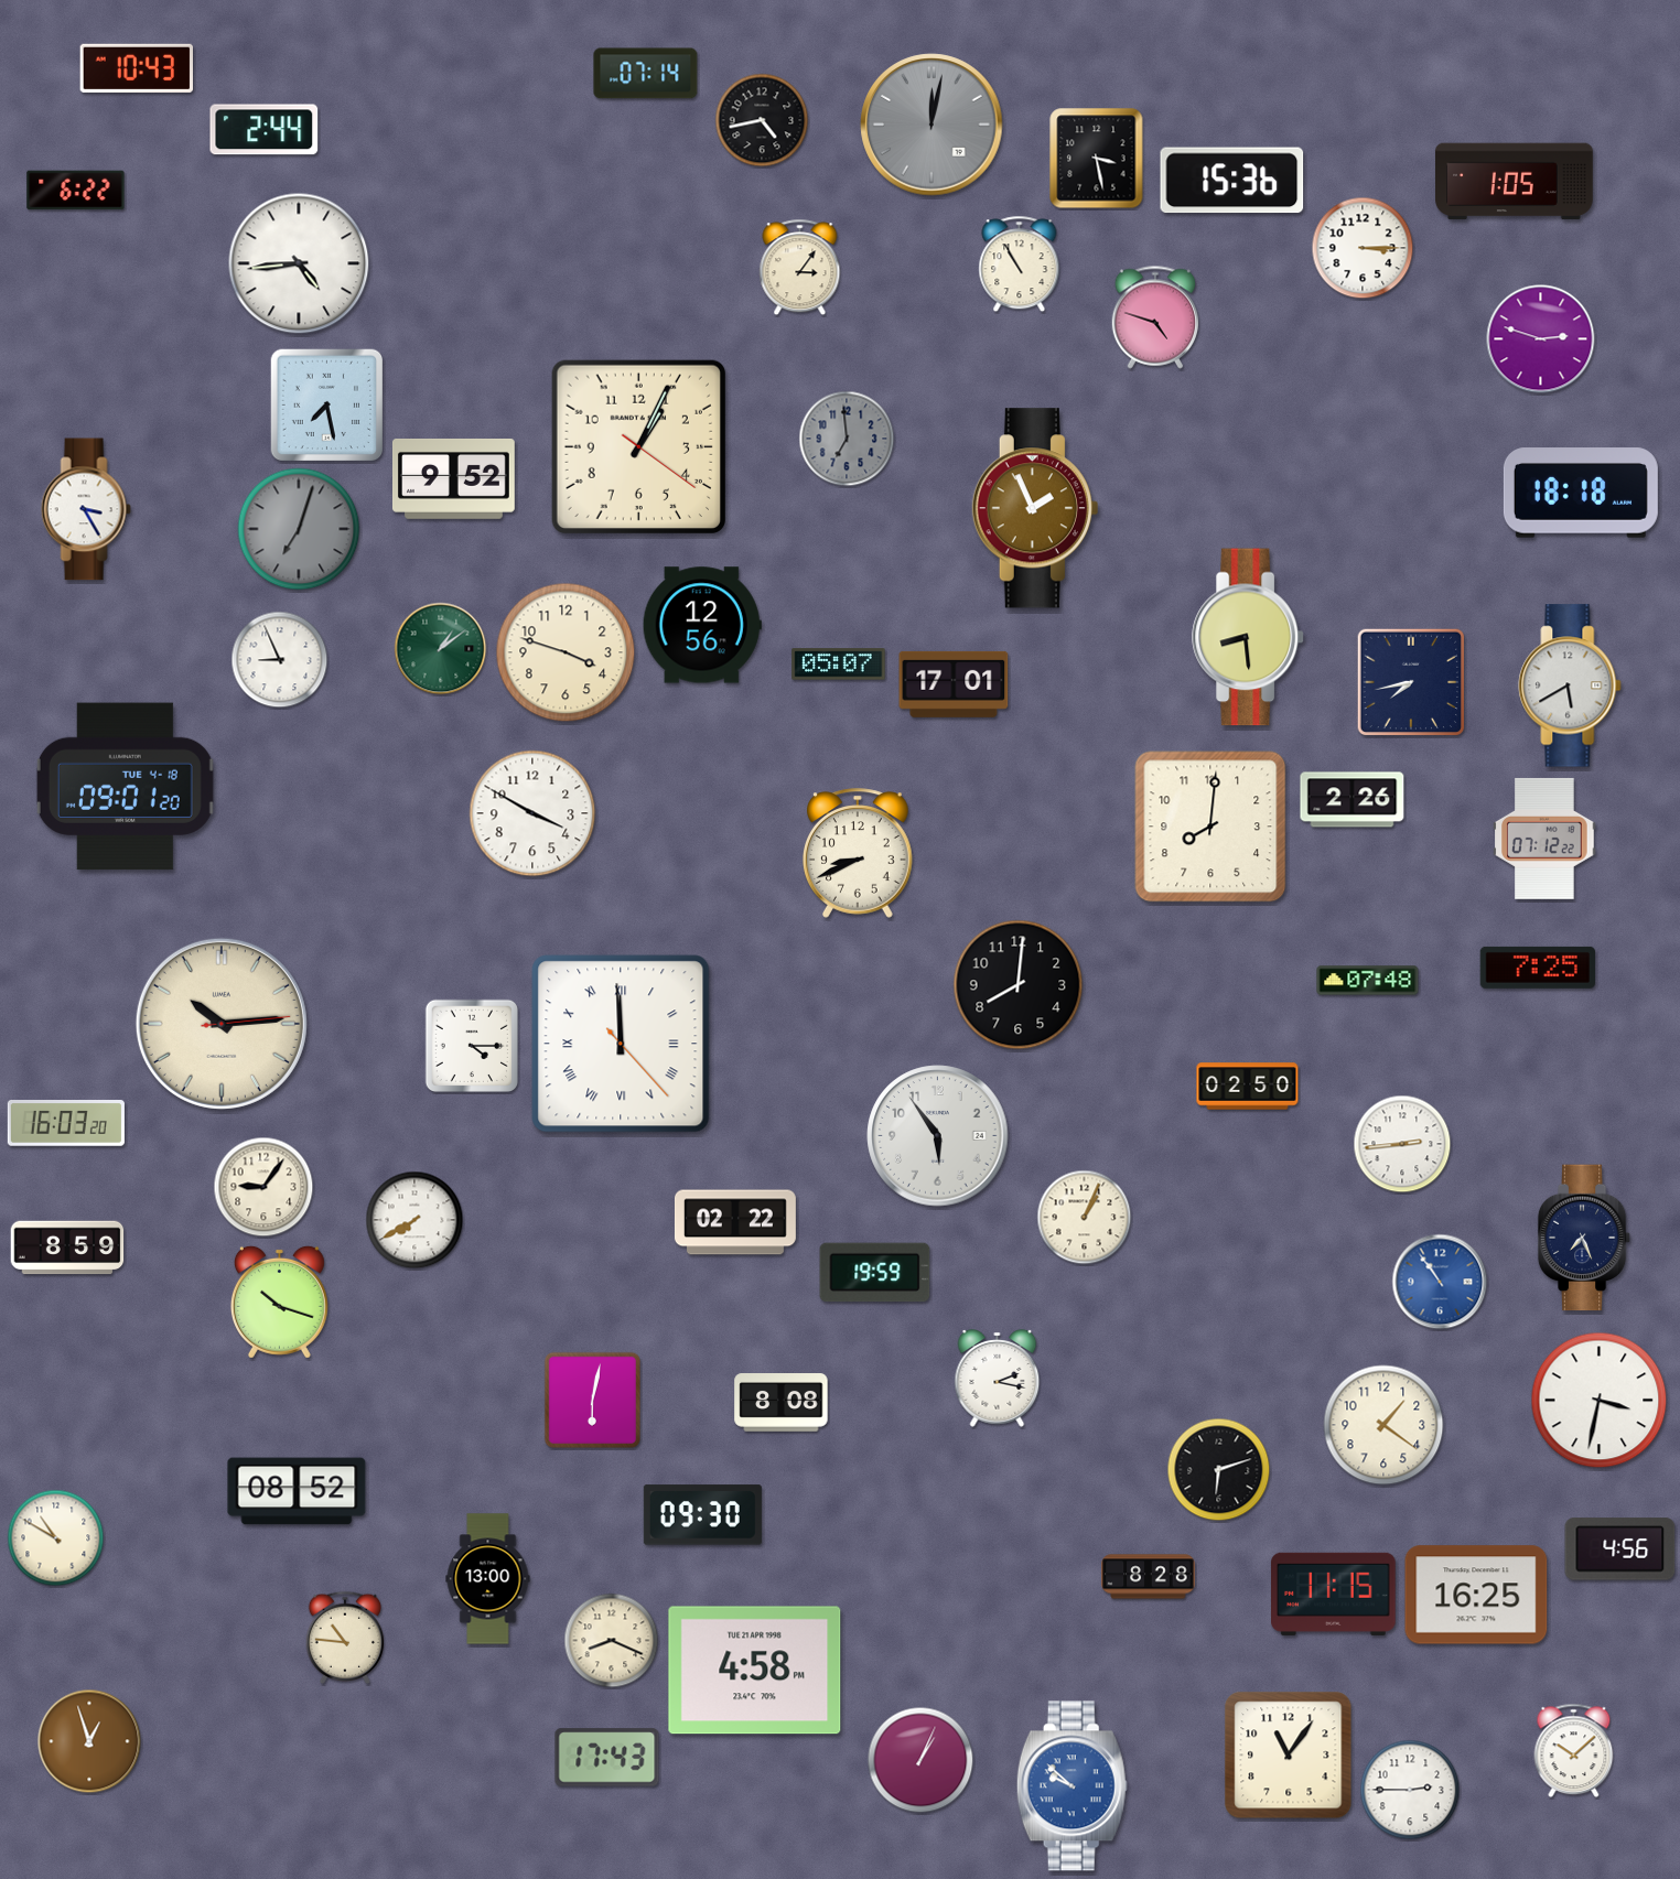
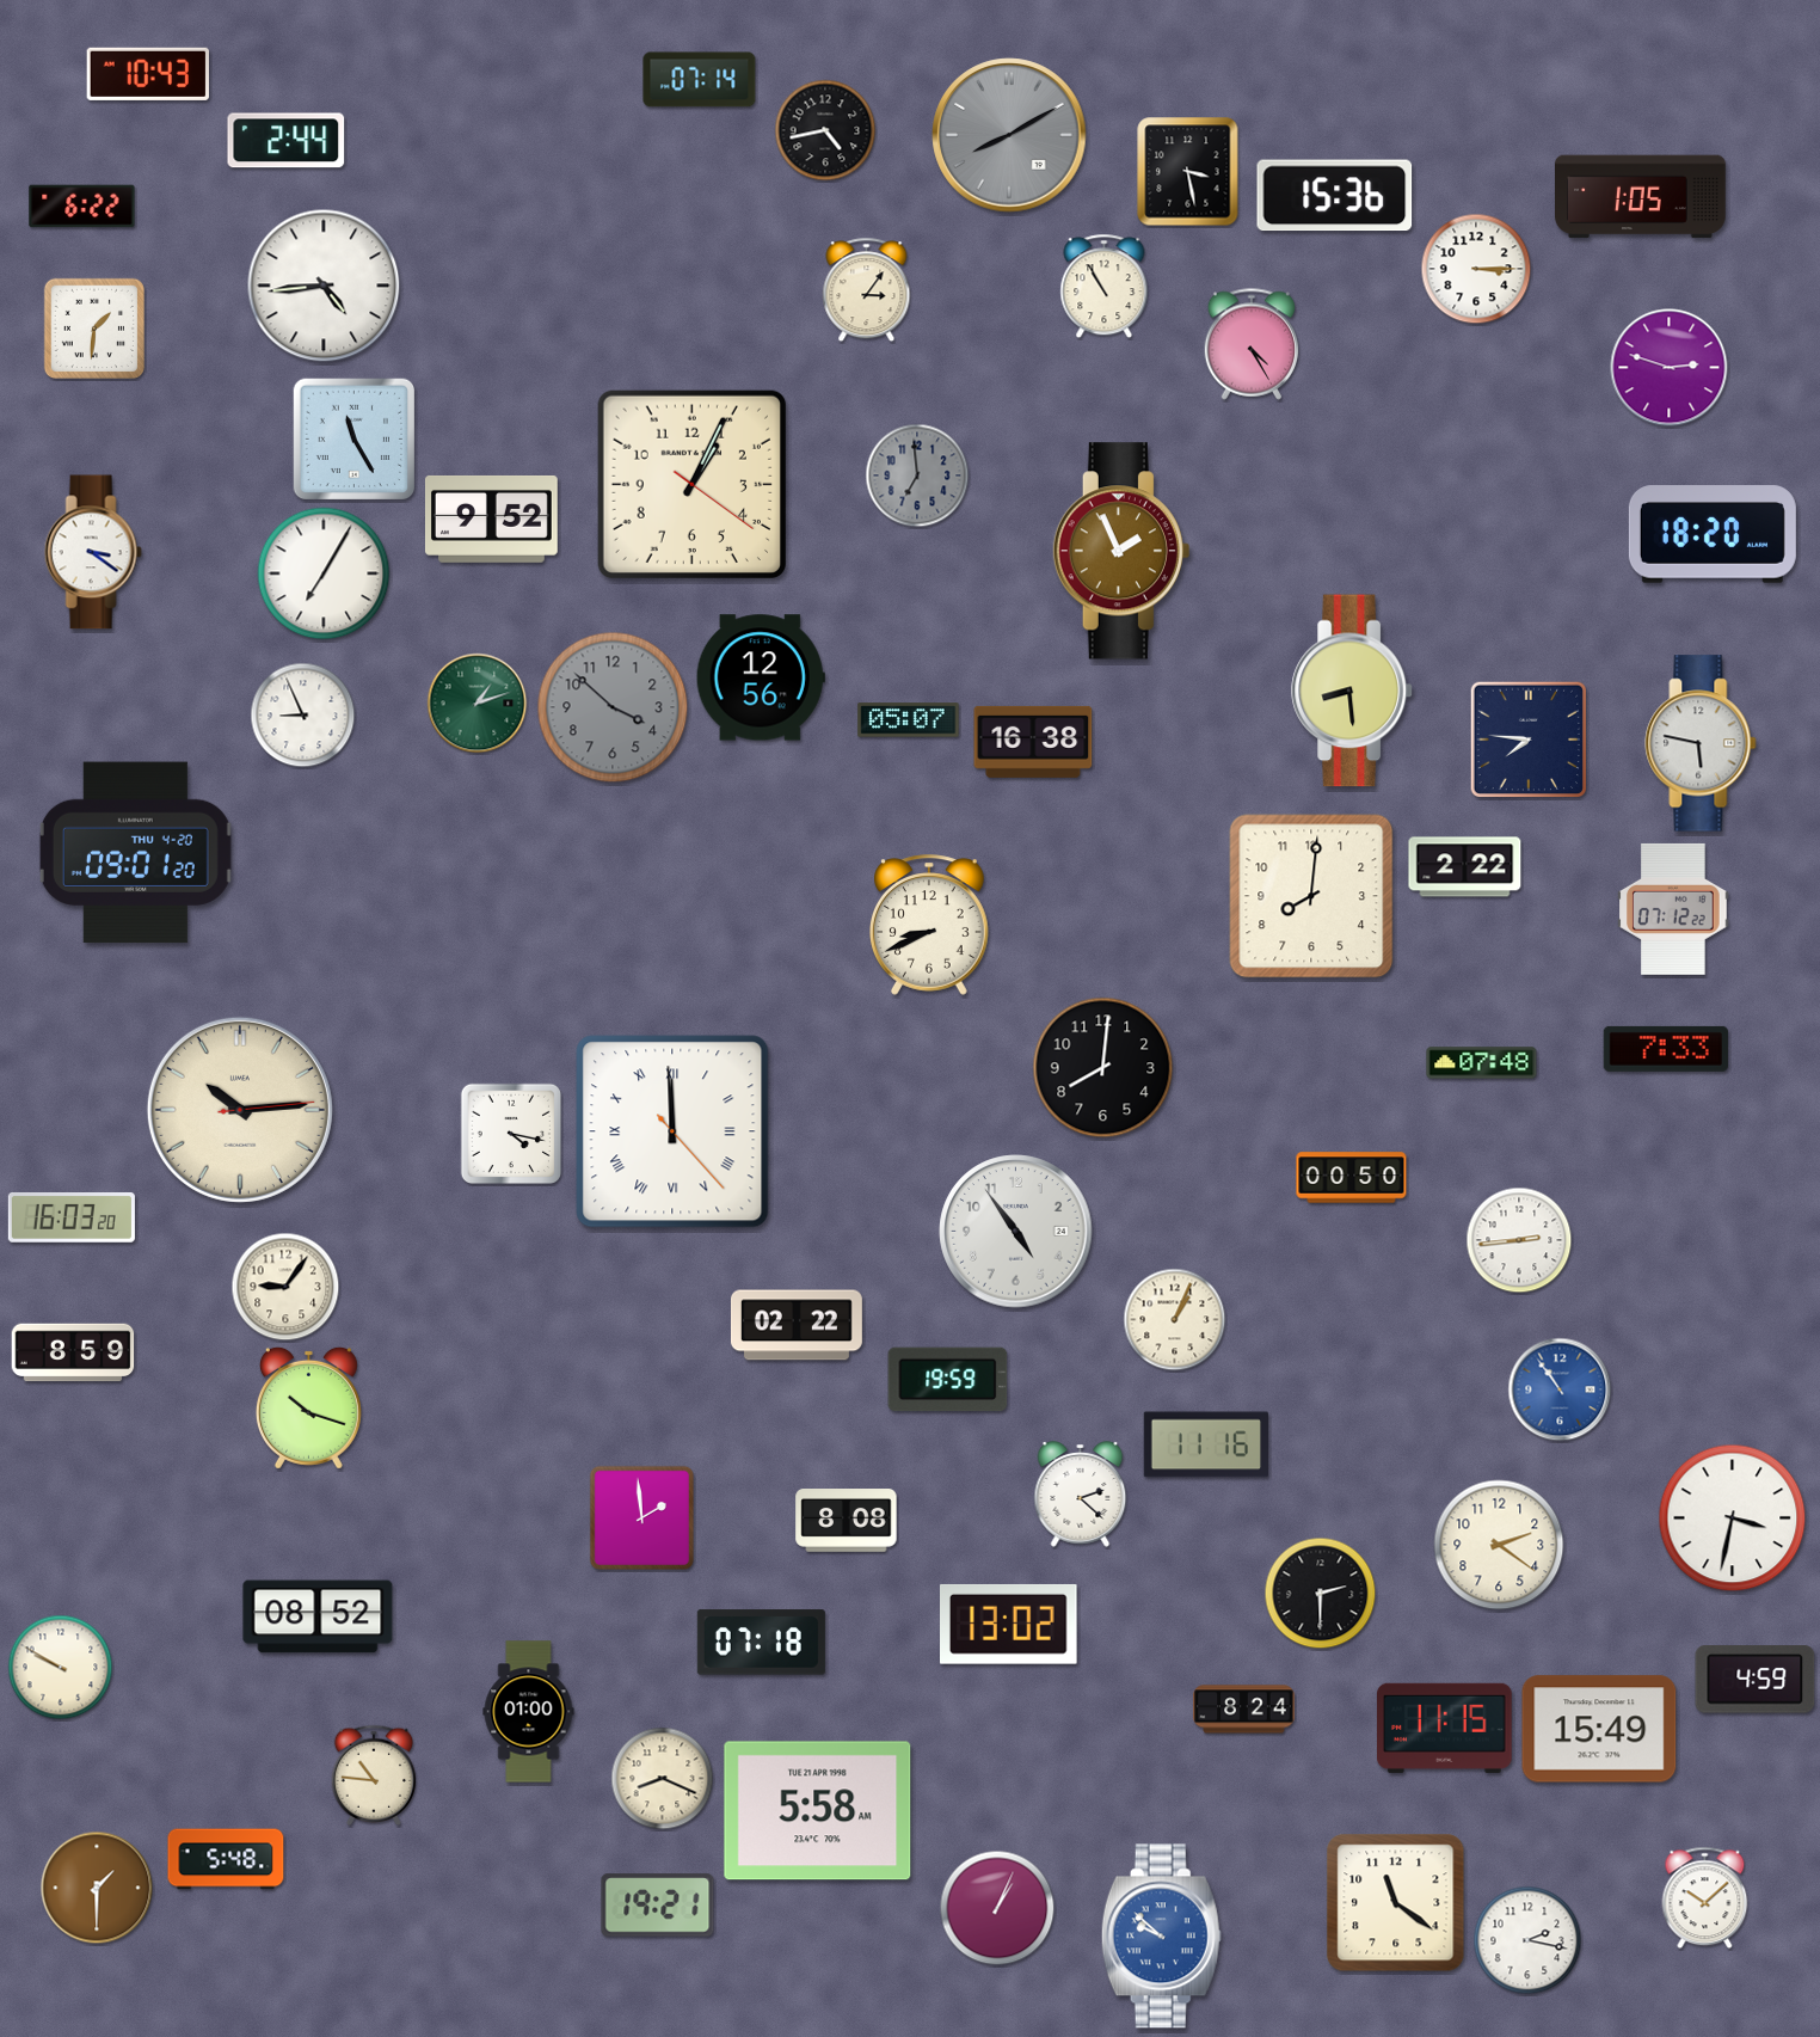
clock at (931, 125): 12:02 -> 8:10
clock at (93, 327): none -> 1:31
clock at (1155, 317): 4:48 -> 4:25
clock at (326, 404): 7:28 -> 11:25
clock at (1581, 493): 18:18 -> 18:20
clock at (86, 509): 3:25 -> 3:21
clock at (299, 529): 7:03 -> 7:05
clock at (299, 529) dial: grey -> white
clock at (441, 649): 1:09 -> 1:12
clock at (566, 652): 3:48 -> 3:52
clock at (566, 652) dial: cream -> grey
clock at (1411, 682): 7:43 -> 7:46
clock at (954, 684): 17:01 -> 16:38
clock at (1570, 685): 5:40 -> 5:47
clock at (125, 787) date: TUE 4-18 -> THU 4-20
clock at (1353, 800): 2:26 -> 2:22
clock at (532, 813): 3:50 -> none
clock at (1538, 968): 7:25 -> 7:33
clock at (471, 1045): 4:15 -> 4:17
clock at (1248, 1087): 02:50 -> 00:50
clock at (938, 1136): 5:54 -> 4:54
clock at (414, 1220): 7:40 -> none
clock at (1584, 1238): 7:26 -> none
clock at (279, 1302) position: (279, 1302) -> (308, 1407)
clock at (1205, 1444): none -> 11:16
clock at (998, 1379): 2:17 -> 2:22
clock at (592, 1400): 6:02 -> 1:59
clock at (1383, 1425): 1:21 -> 2:21
clock at (1219, 1470): 6:12 -> 2:30
clock at (297, 1491) position: (297, 1491) -> (318, 1616)
clock at (1009, 1624): none -> 13:02
clock at (702, 1515): 09:30 -> 07:18
clock at (56, 1538): 10:50 -> 9:50
clock at (1620, 1549): 4:56 -> 4:59
clock at (1149, 1577): 8:28 -> 8:24
clock at (488, 1579): 13:00 -> 01:00
clock at (1476, 1595): 16:25 -> 15:49
clock at (755, 1671): 4:58 -> 5:58
clock at (226, 1859): none -> 5:48
clock at (89, 1741): 12:57 -> 1:30
clock at (1289, 1756): 11:06 -> 11:21
clock at (607, 1758): 17:43 -> 19:21
clock at (1410, 1790): 2:45 -> 2:17
